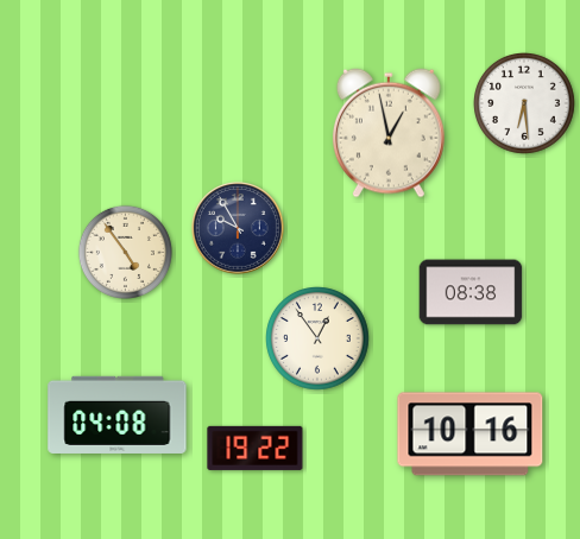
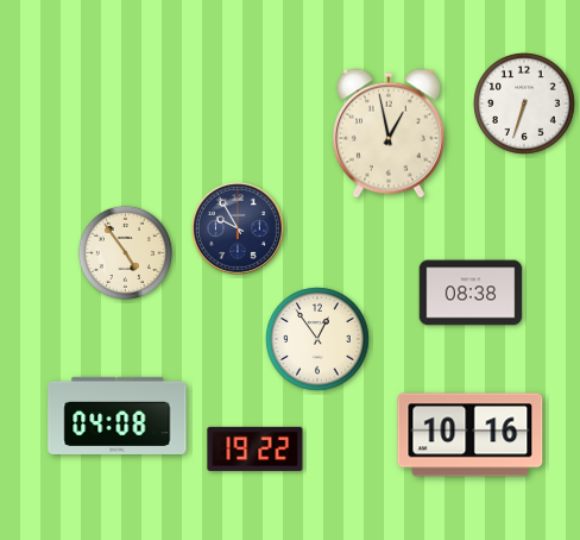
clock at (525, 104): 6:29 -> 6:33
